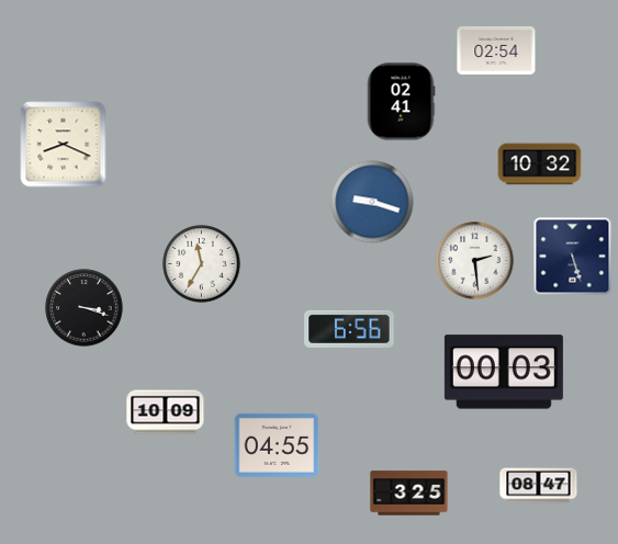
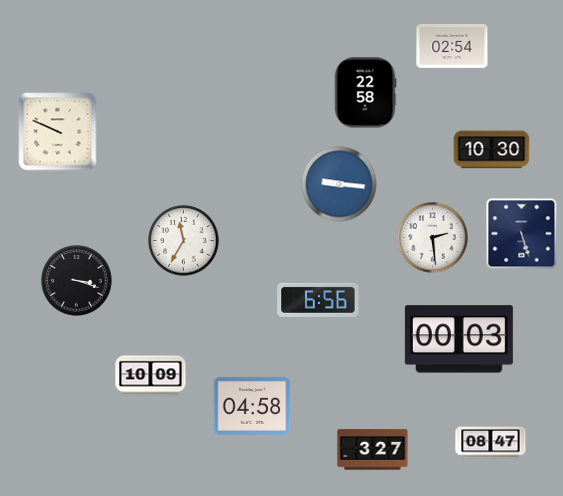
clock at (401, 102): 02:41 -> 22:58
clock at (64, 145): 8:19 -> 9:49
clock at (540, 165): 10:32 -> 10:30
clock at (372, 202): 9:18 -> 9:16
clock at (277, 445): 04:55 -> 04:58
clock at (409, 494): 3:25 -> 3:27
